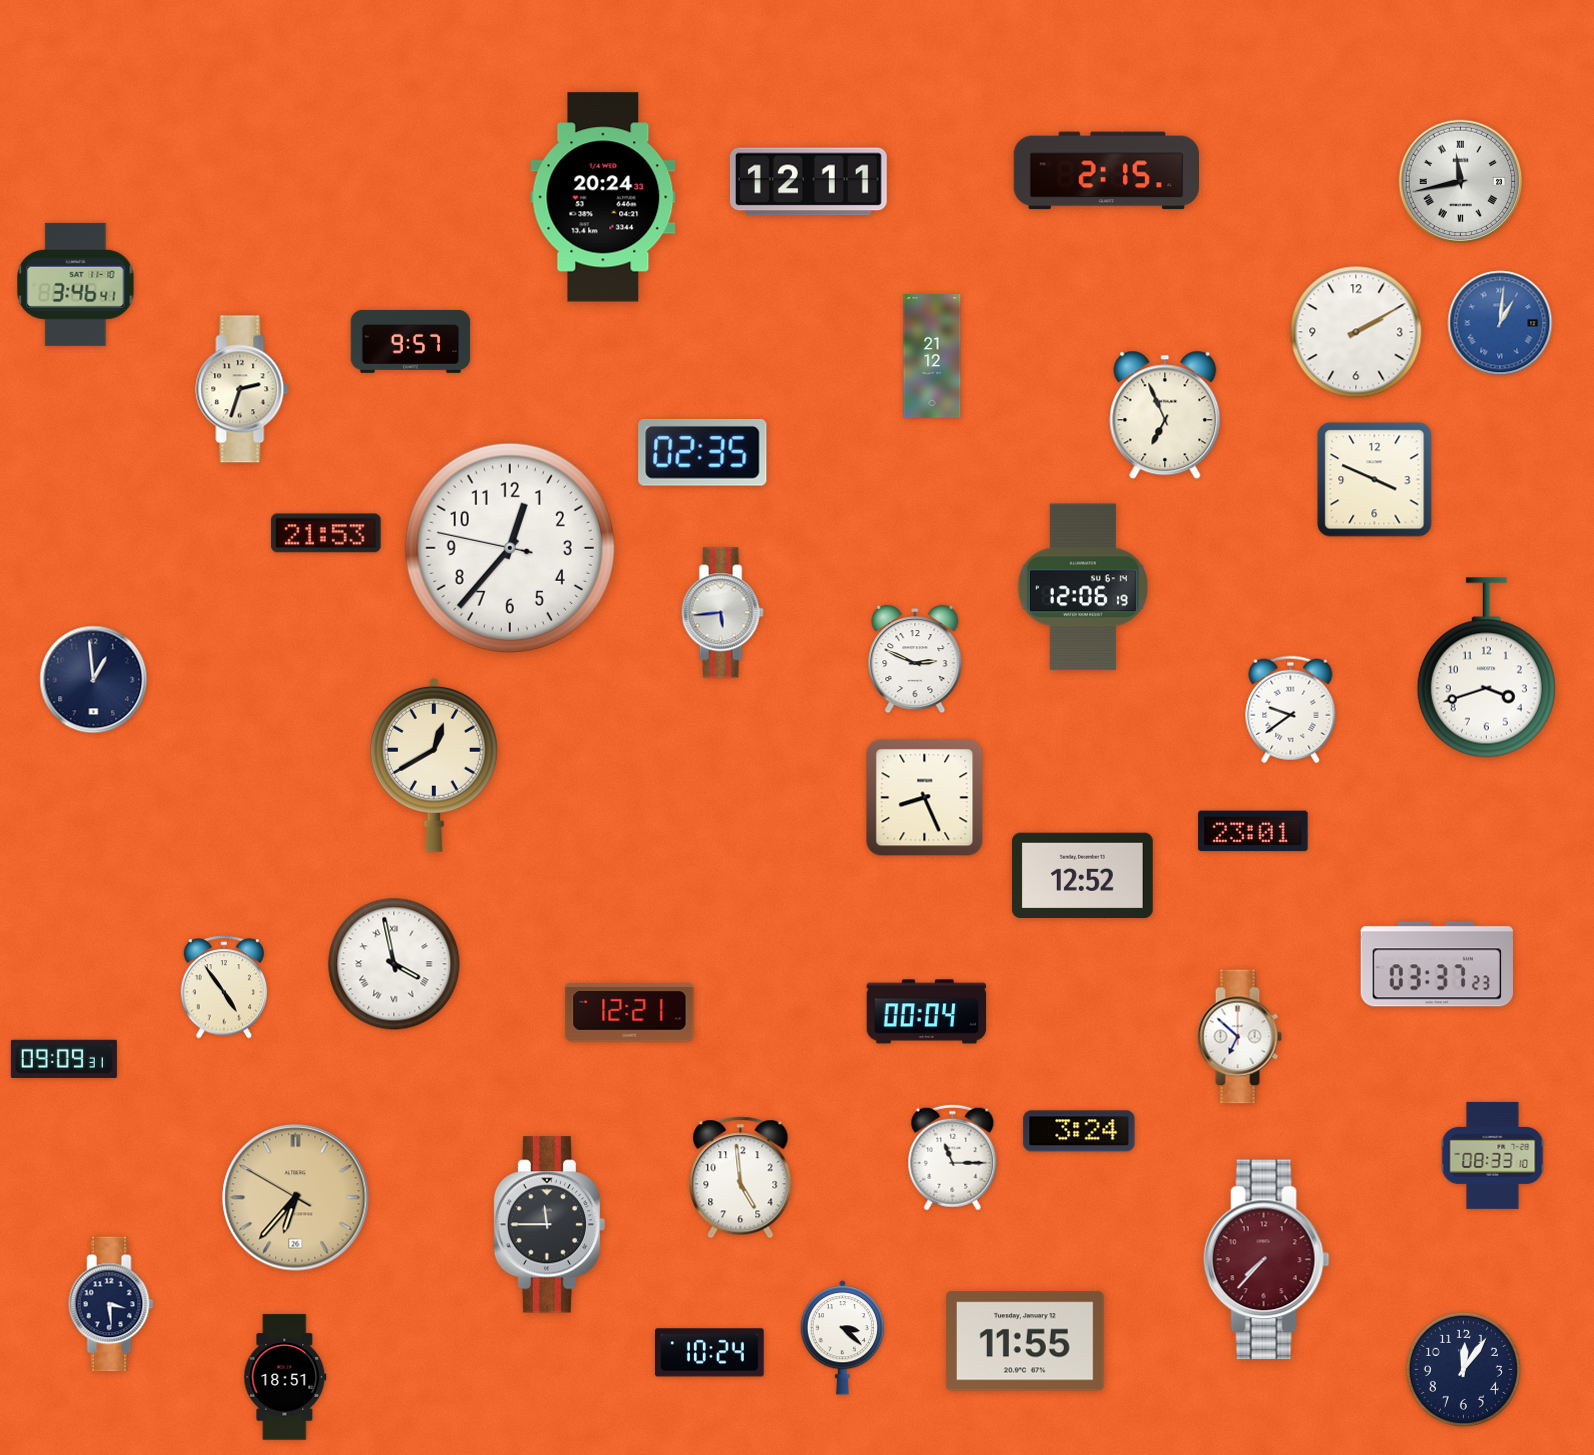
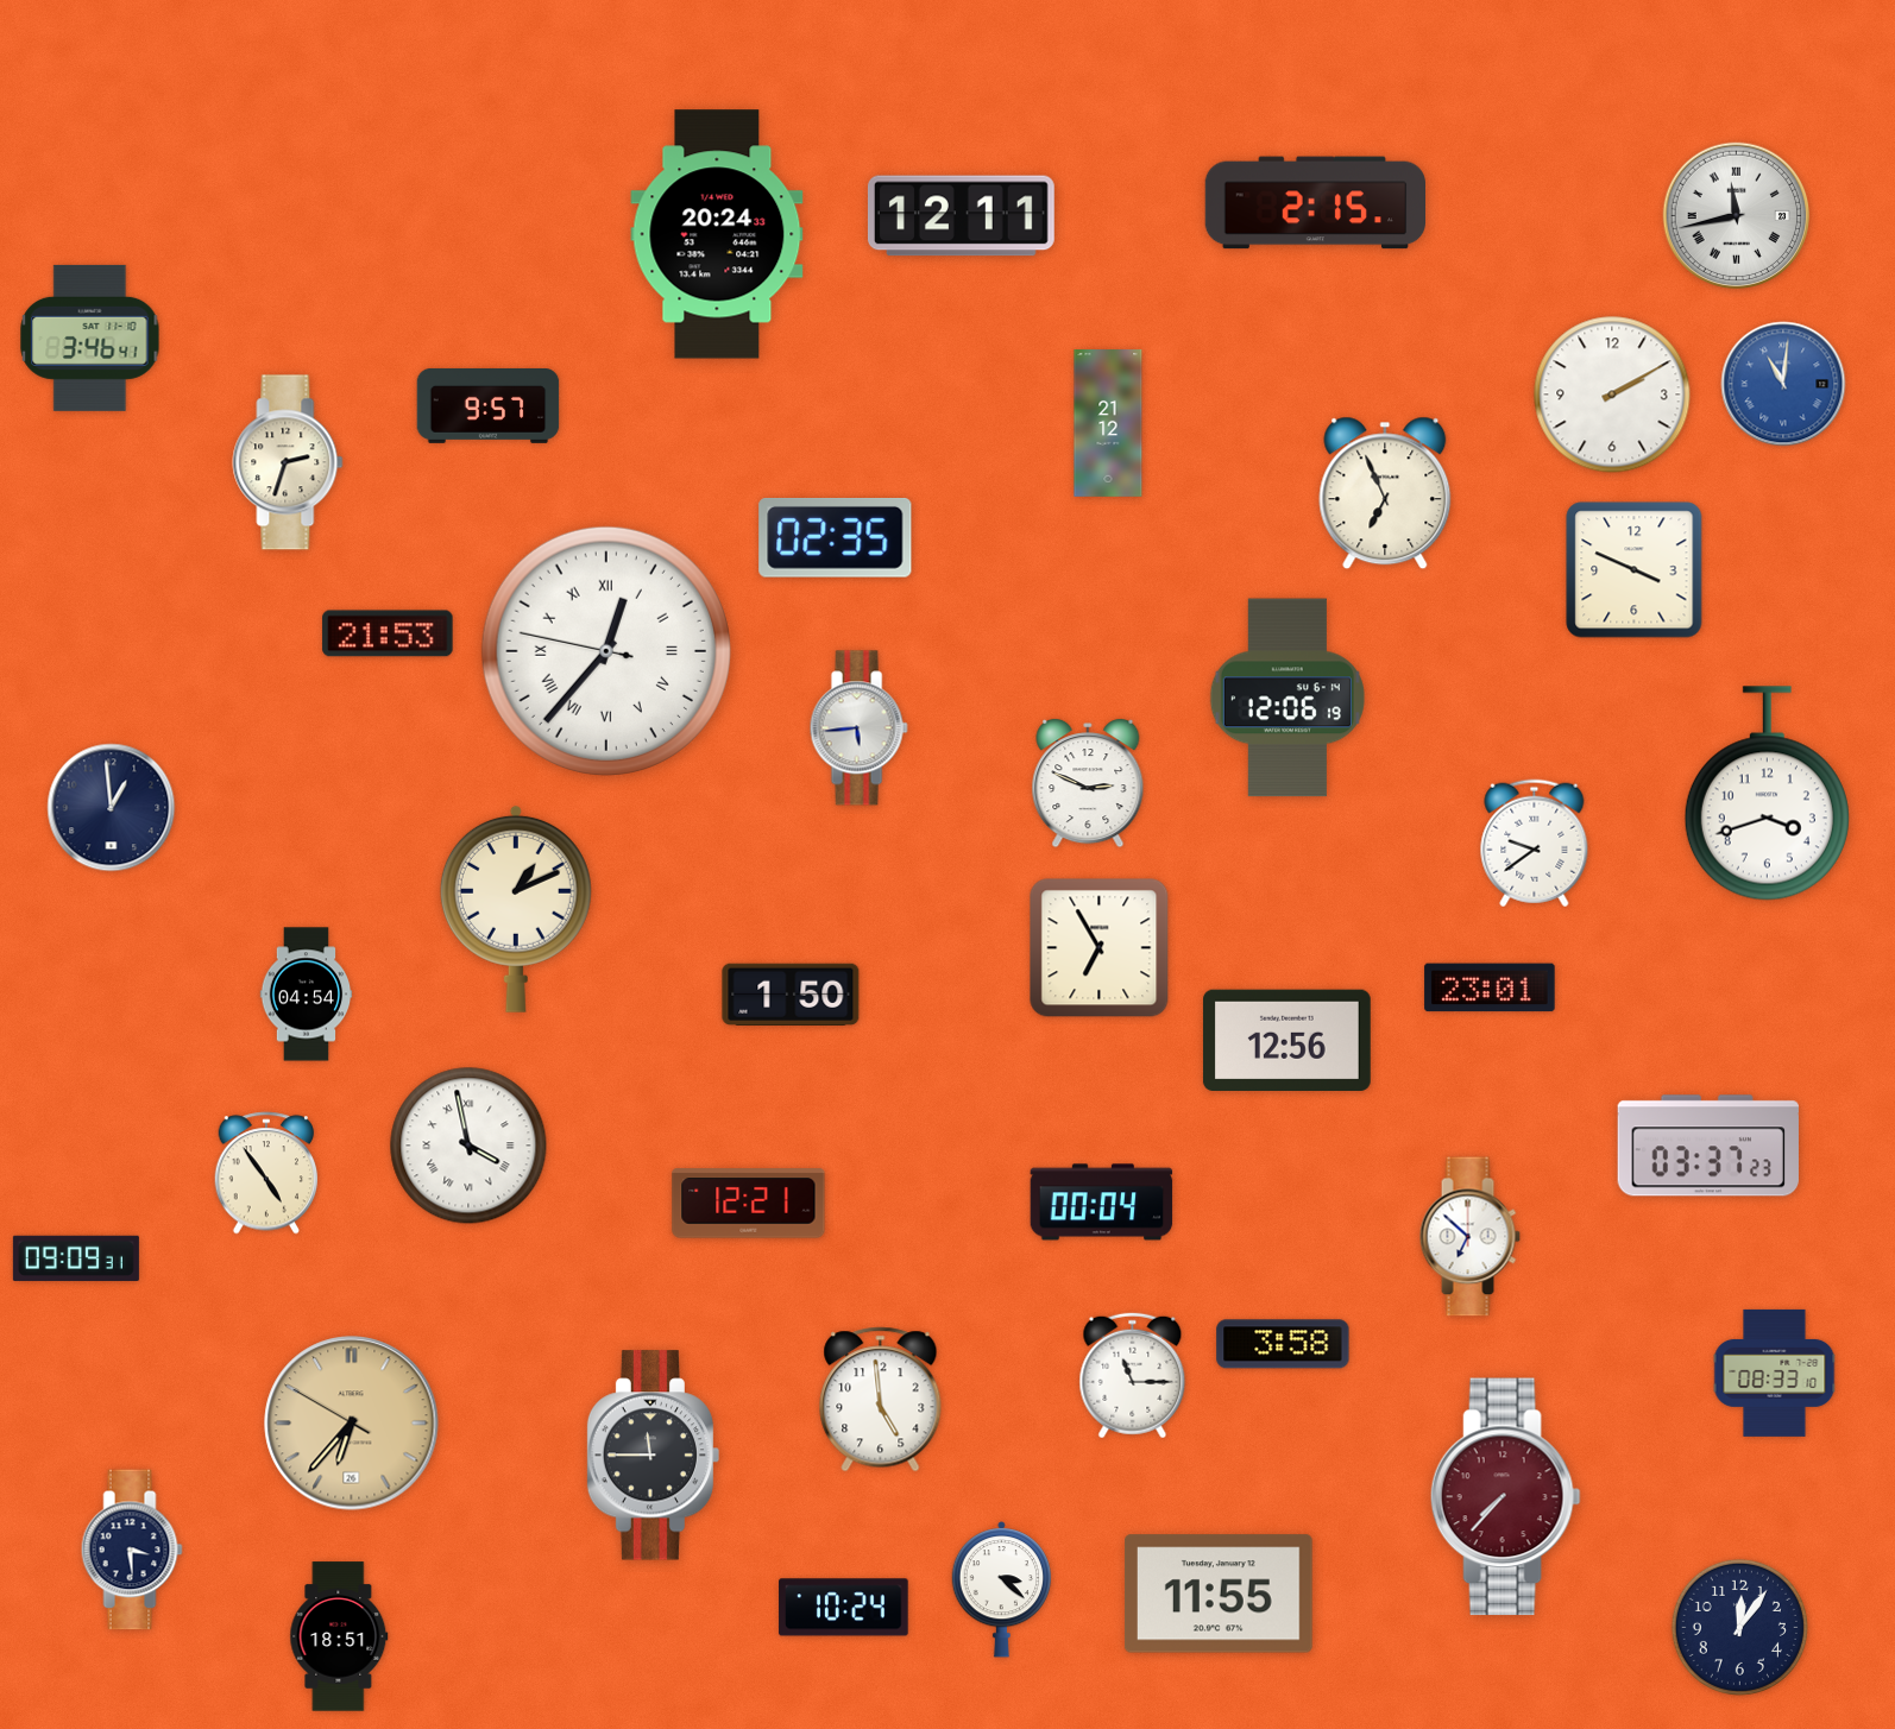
clock at (1500, 323): 1:01 -> 11:01
clock at (510, 548) numerals: Arabic -> Roman
clock at (434, 765): 12:40 -> 1:11
clock at (925, 798): 8:26 -> 6:55
clock at (791, 993): none -> 1:50
clock at (307, 995): none -> 04:54
clock at (1082, 875): 12:52 -> 12:56
clock at (1239, 1037) position: (1239, 1037) -> (1469, 1237)
clock at (1079, 1131): 3:24 -> 3:58
